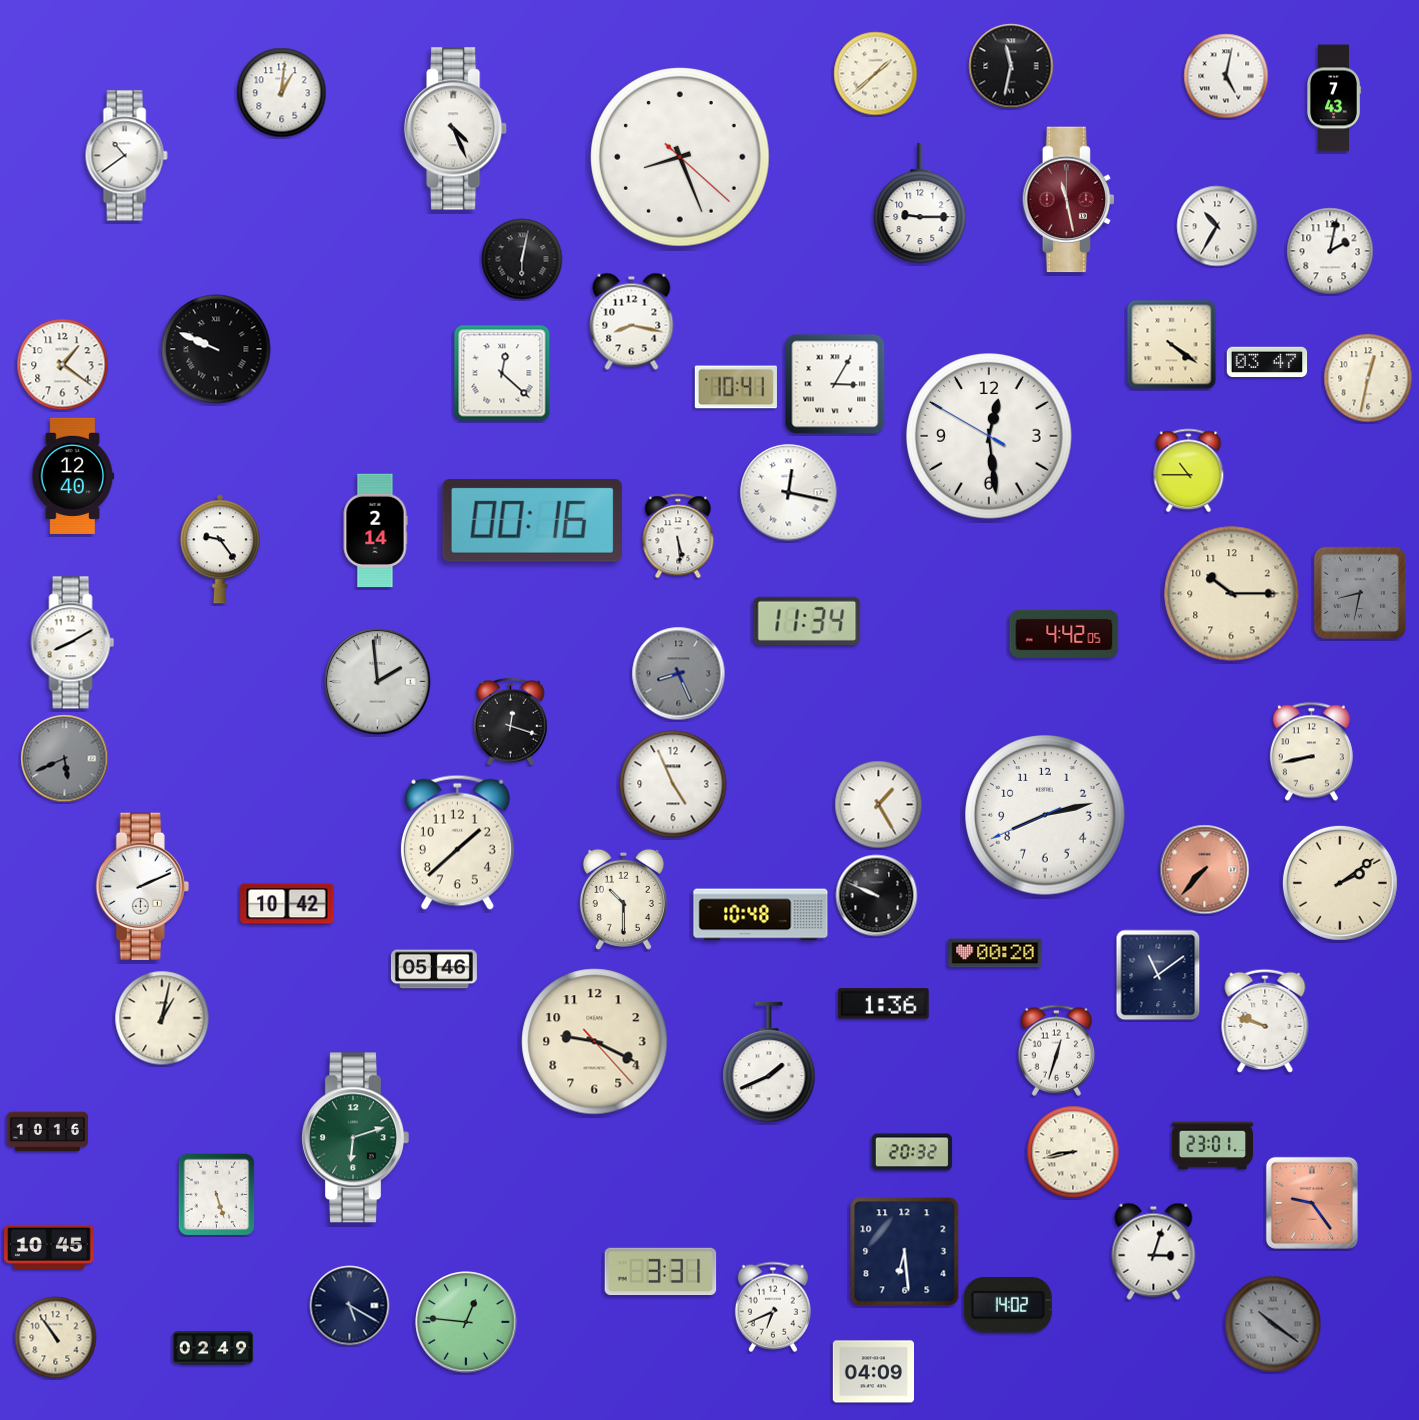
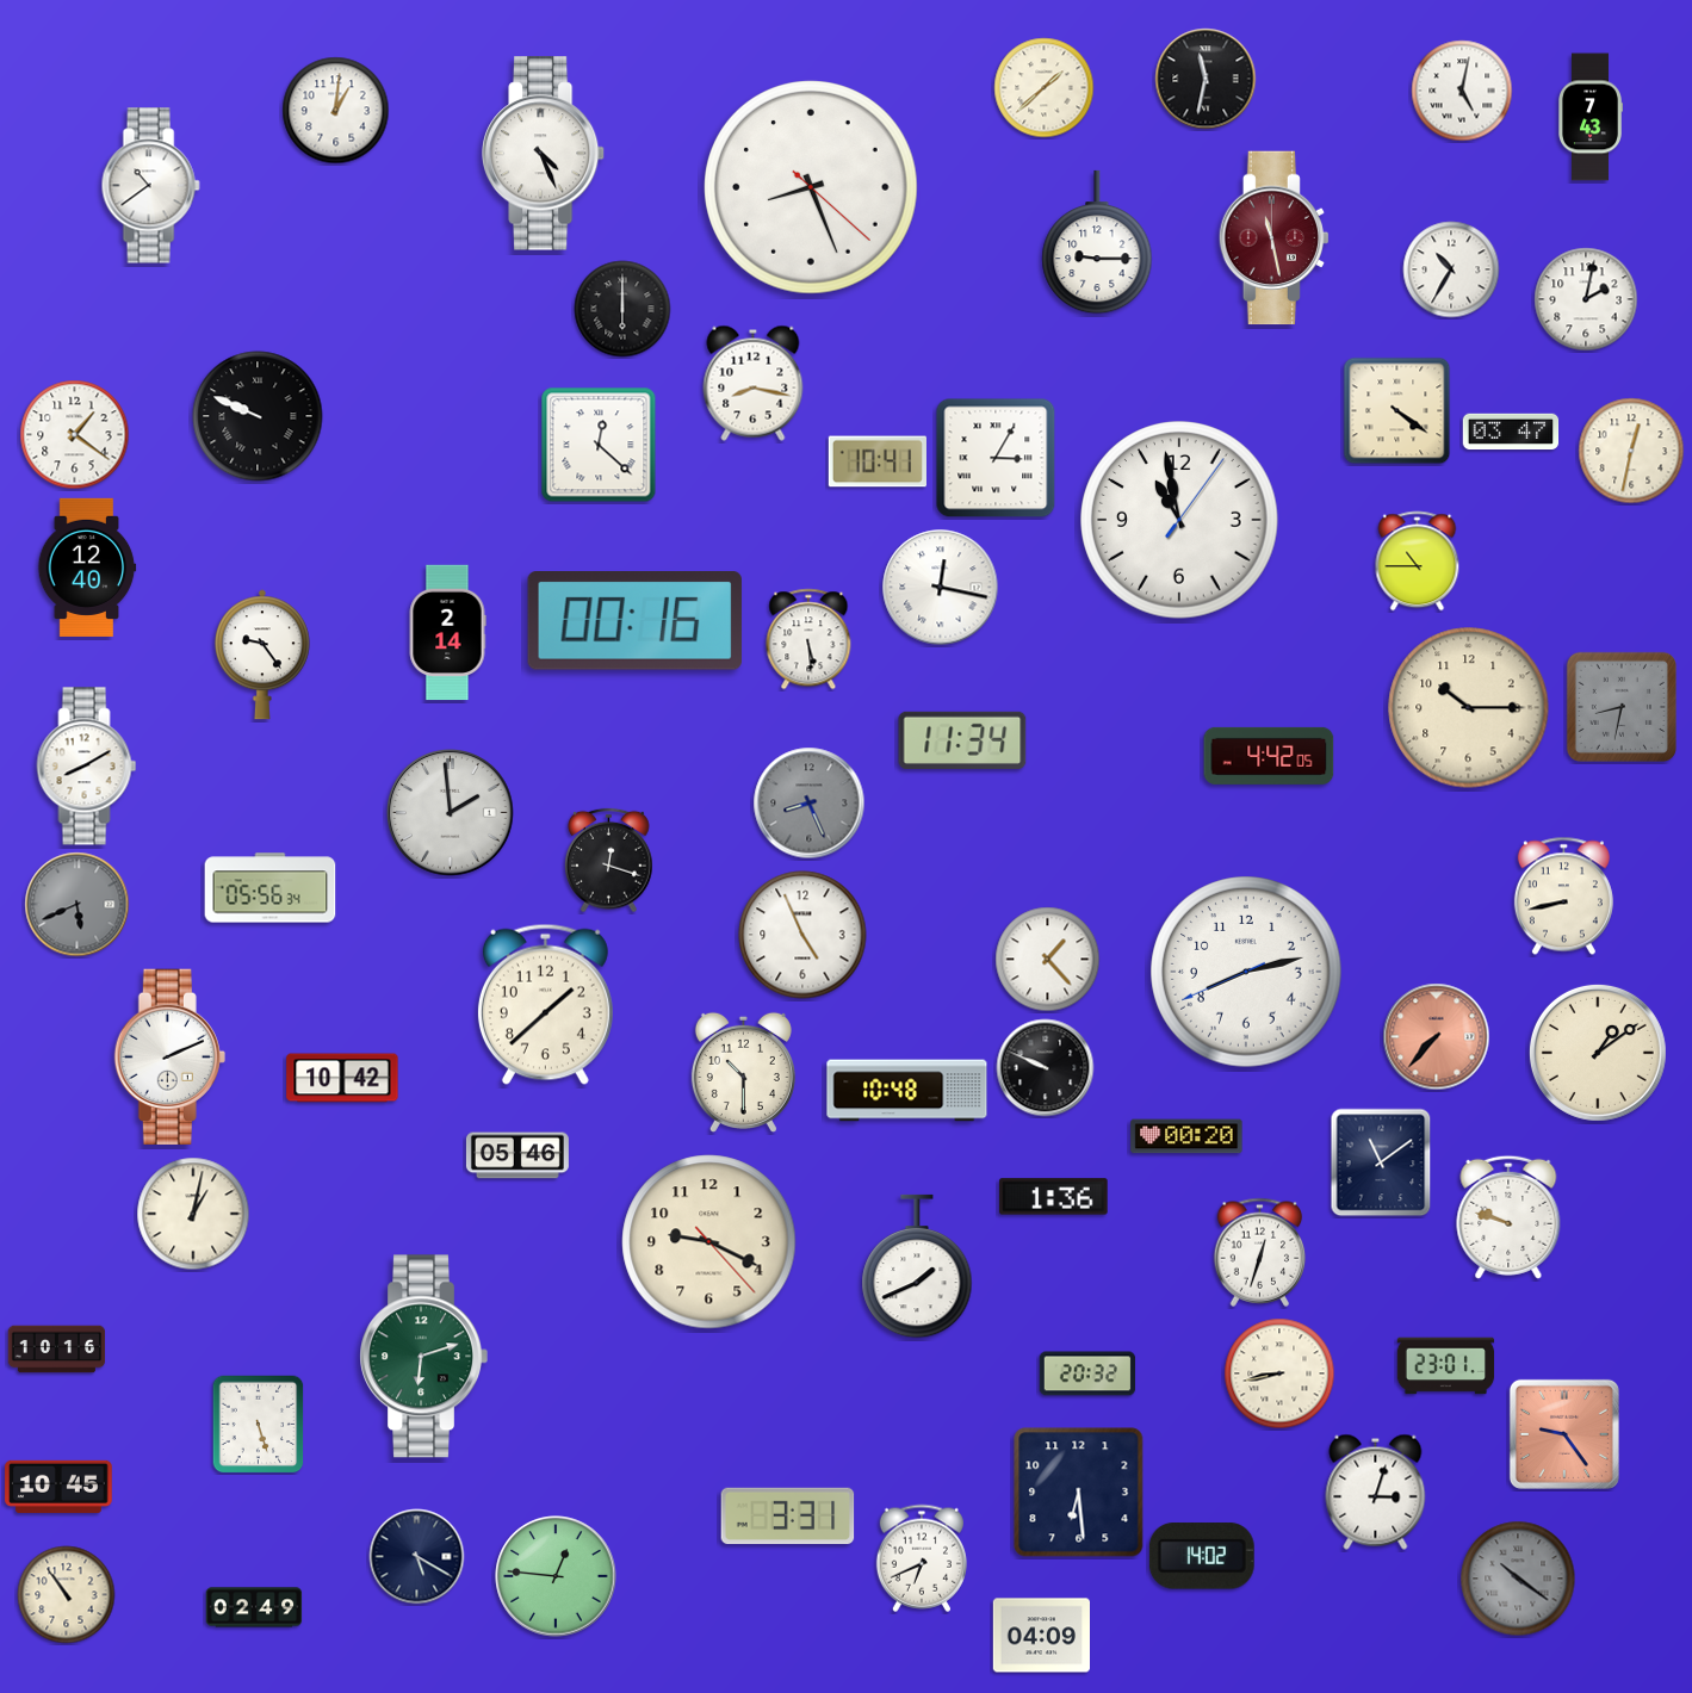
clock at (522, 259): 6:02 -> 6:00
clock at (989, 436): 12:28 -> 10:58
clock at (271, 888): none -> 05:56
clock at (879, 805): 1:25 -> 1:23
clock at (1340, 883): 2:09 -> 1:09
